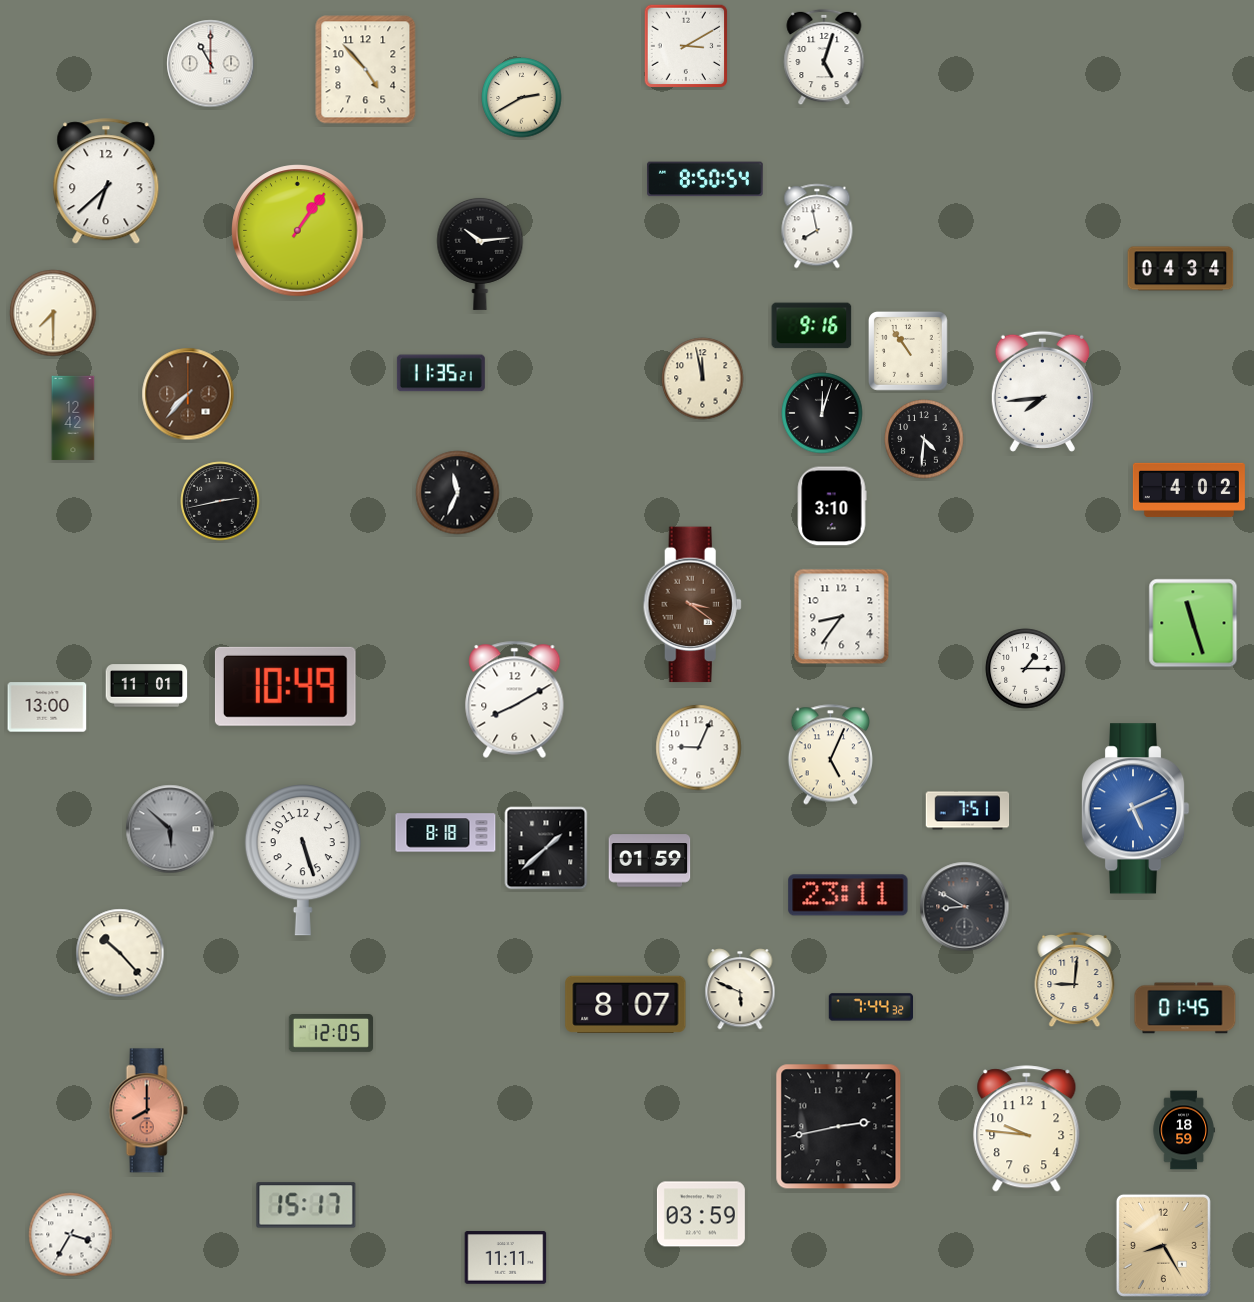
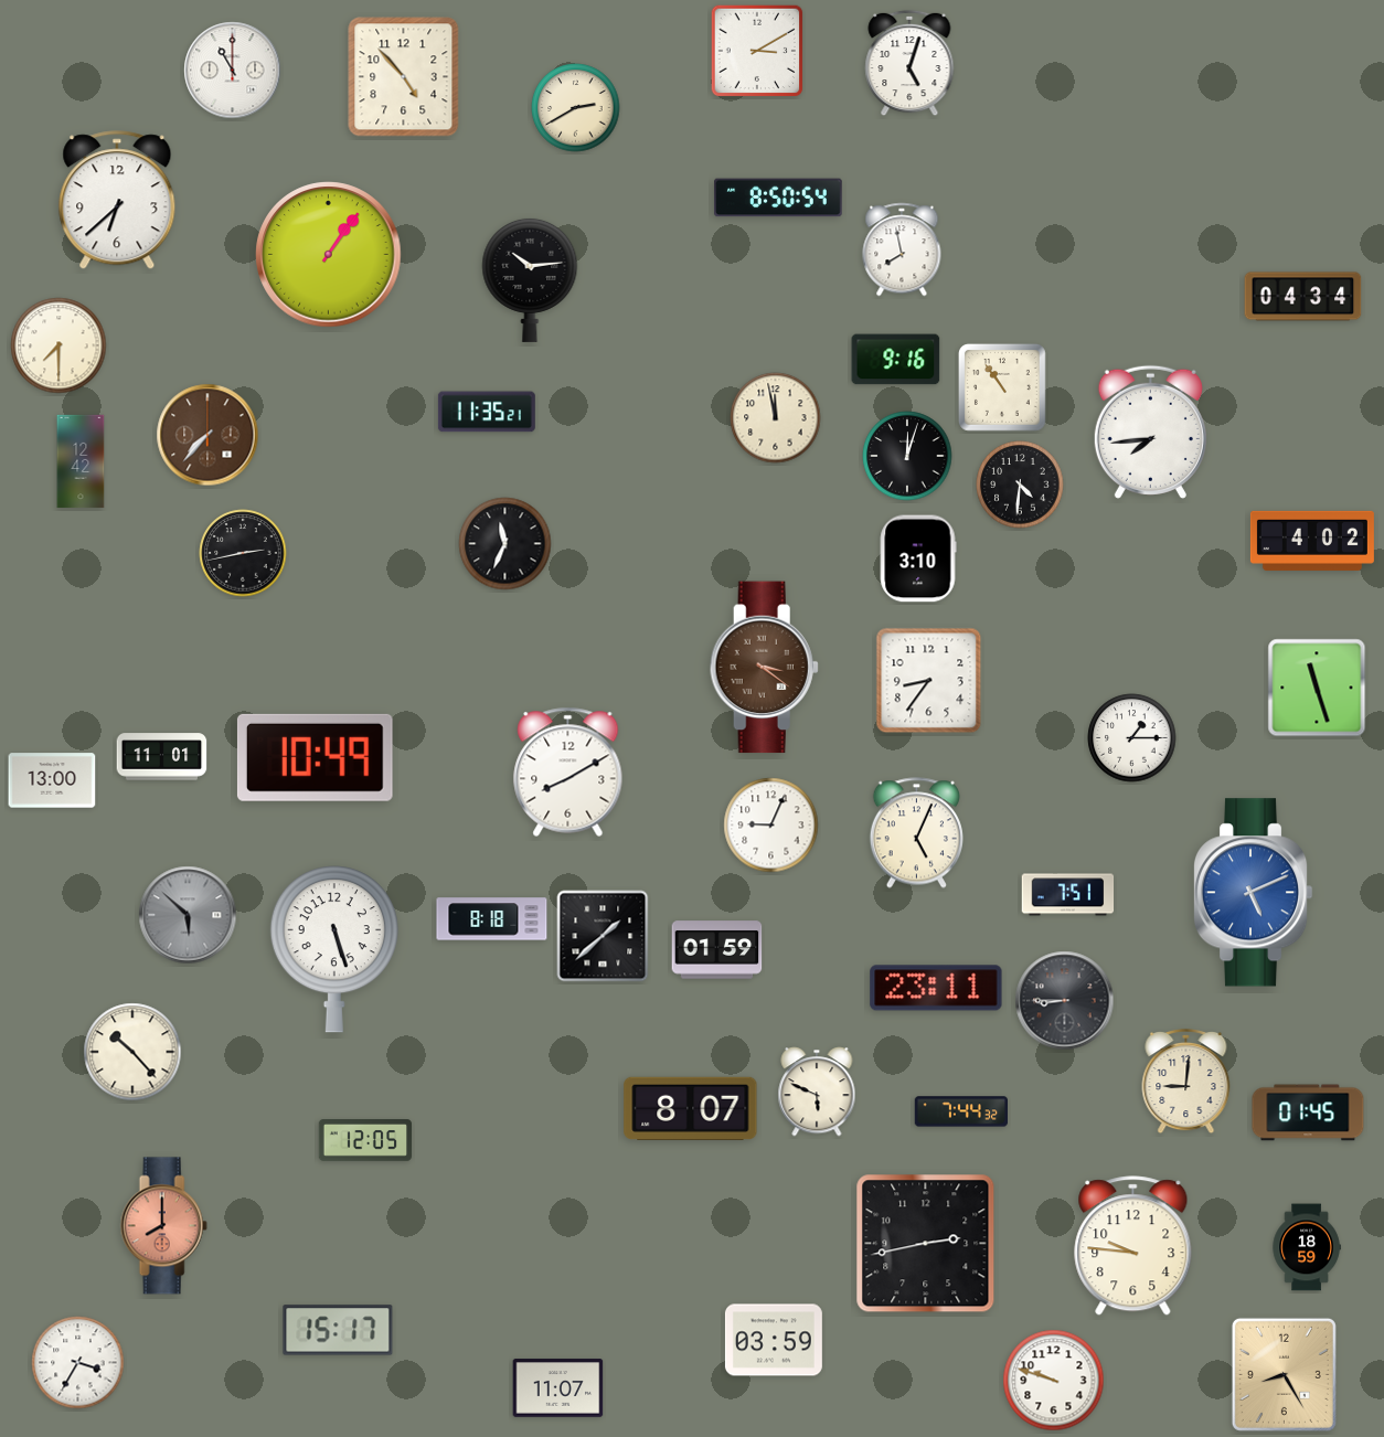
clock at (965, 907): 8:50 -> 8:45
clock at (1054, 1381): none -> 9:48
clock at (506, 1258): 11:11 -> 11:07
